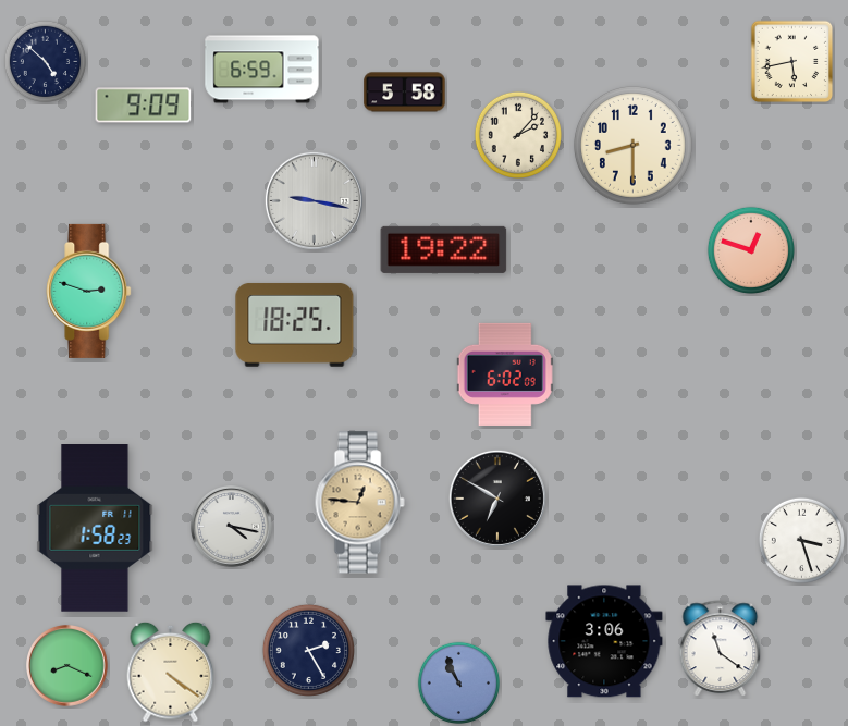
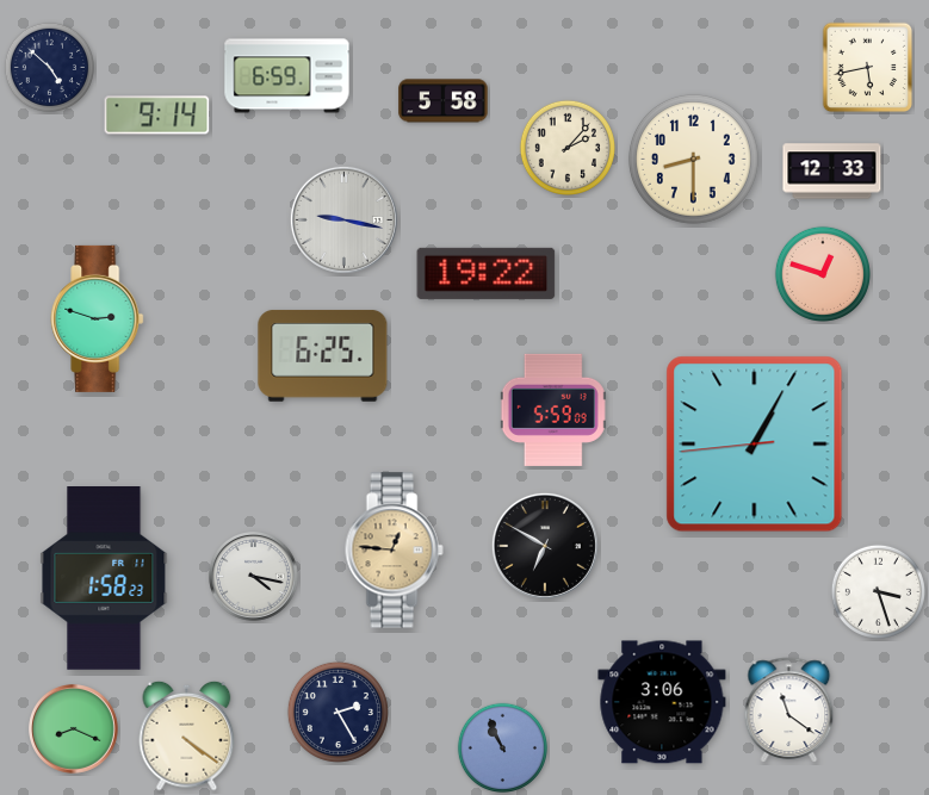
clock at (144, 106): 9:09 -> 9:14
clock at (832, 172): none -> 12:33
clock at (295, 324): 18:25 -> 6:25
clock at (505, 374): 6:02 -> 5:59
clock at (755, 445): none -> 1:04
